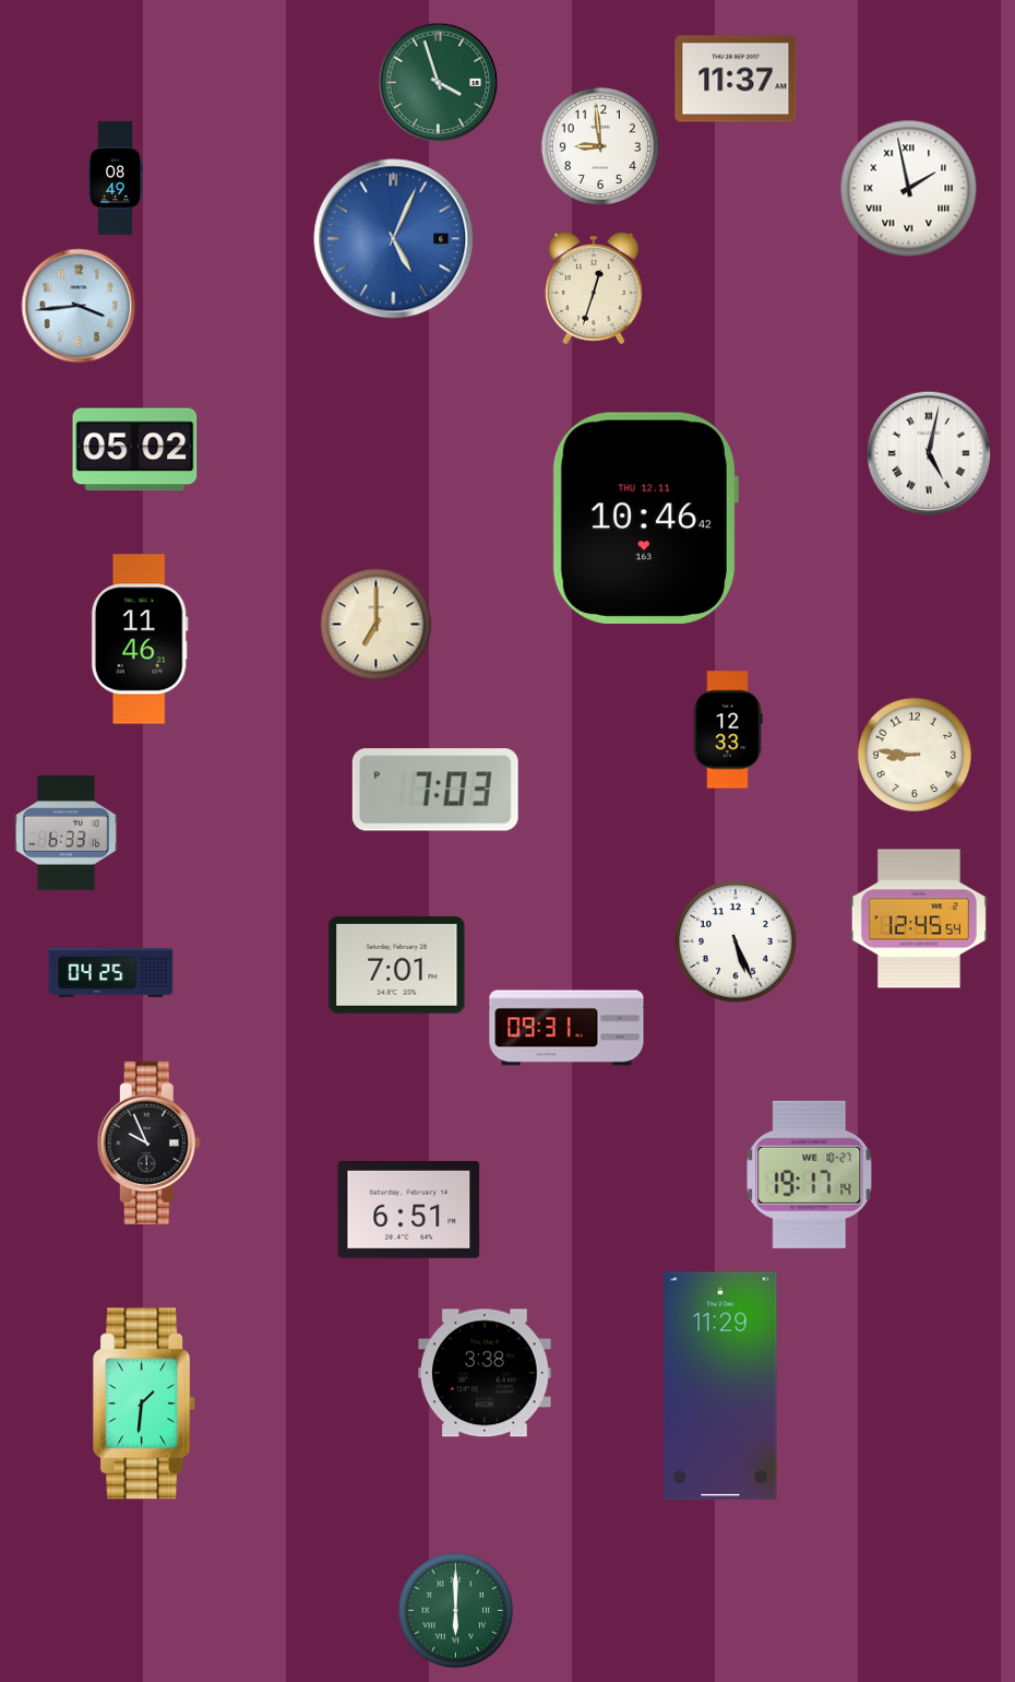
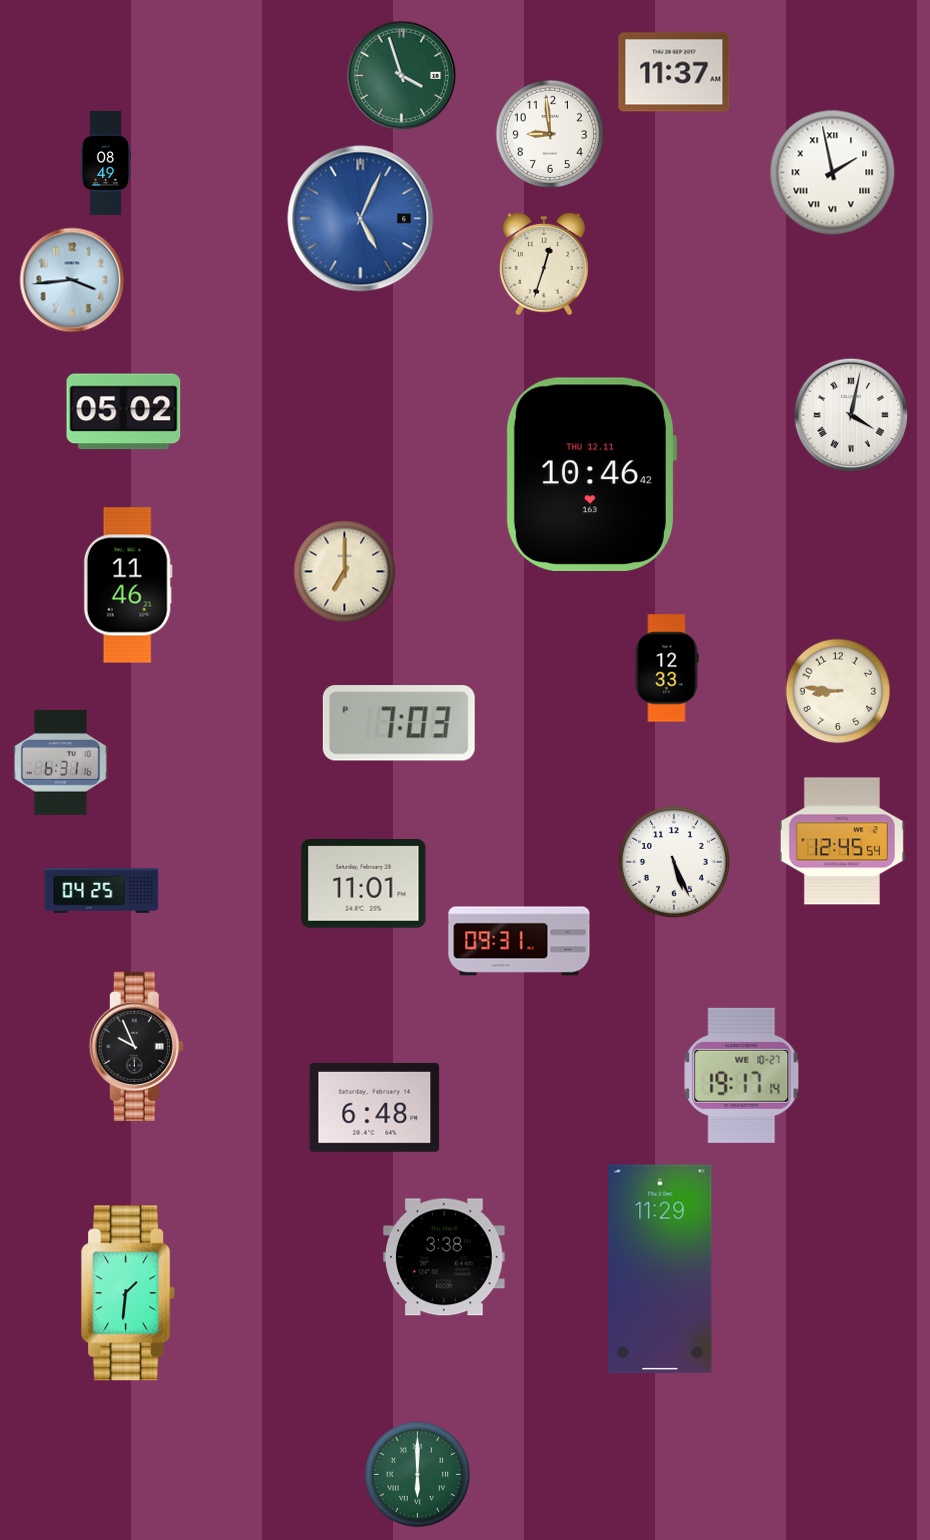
clock at (929, 453): 5:02 -> 4:02
clock at (67, 833): 6:33 -> 6:31
clock at (397, 964): 7:01 -> 11:01
clock at (409, 1209): 6:51 -> 6:48
clock at (145, 1403) position: (145, 1403) -> (129, 1293)
